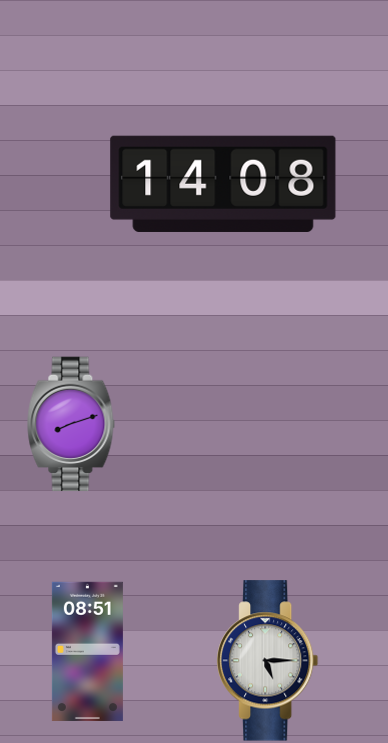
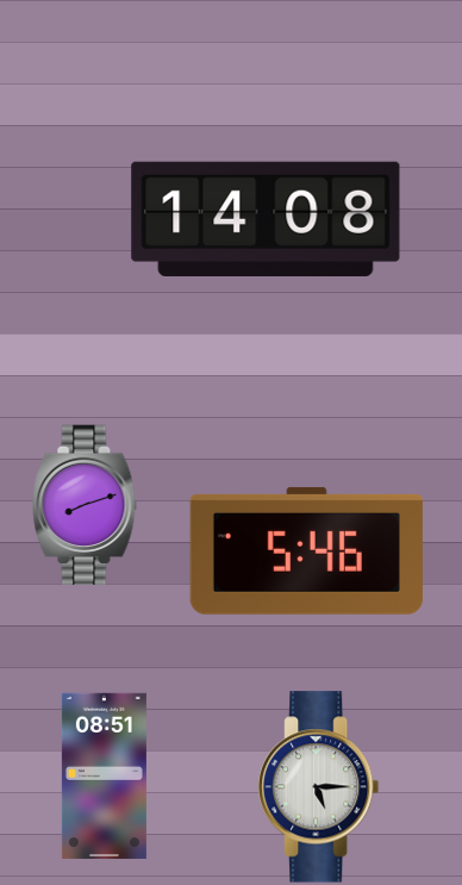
clock at (306, 550): none -> 5:46
